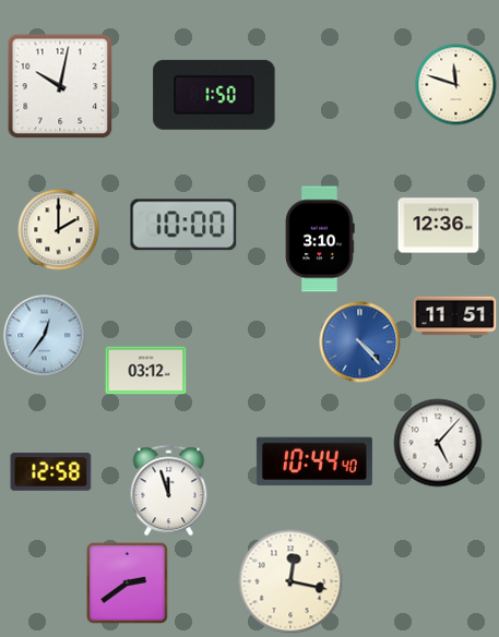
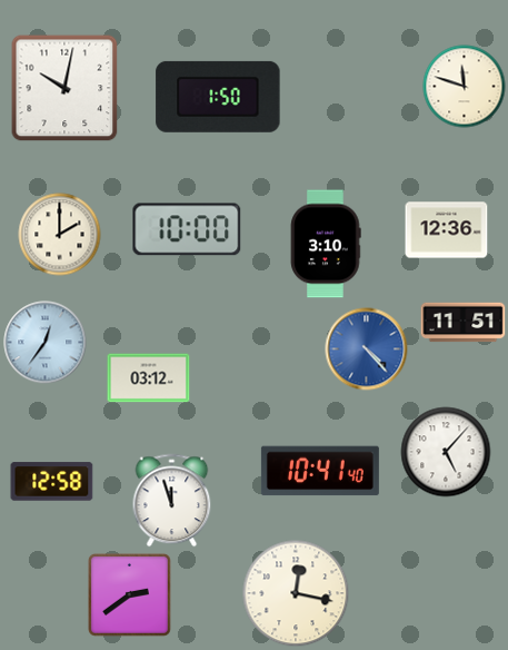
clock at (60, 86) position: (60, 86) -> (64, 88)
clock at (314, 461): 10:44 -> 10:41
